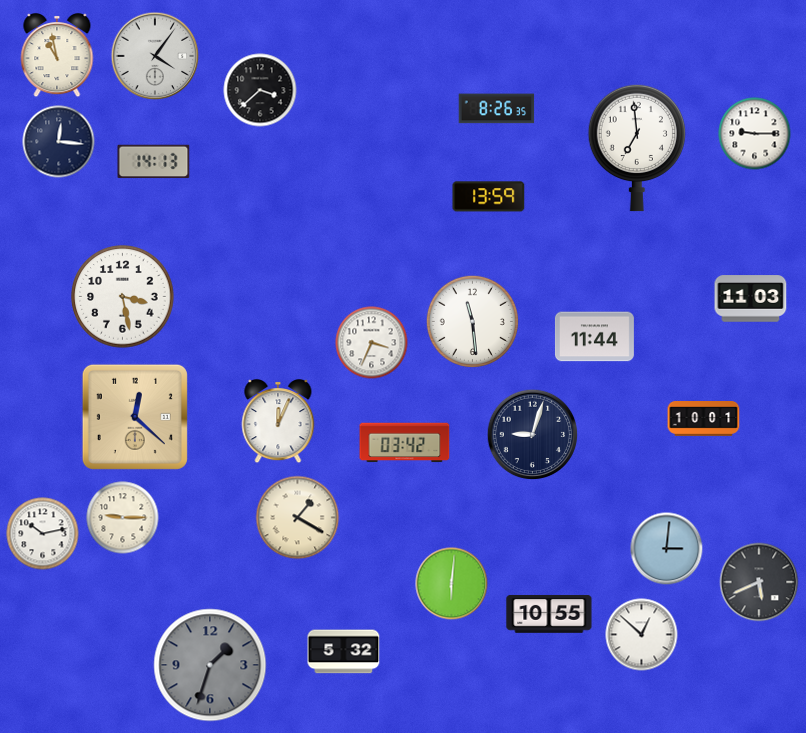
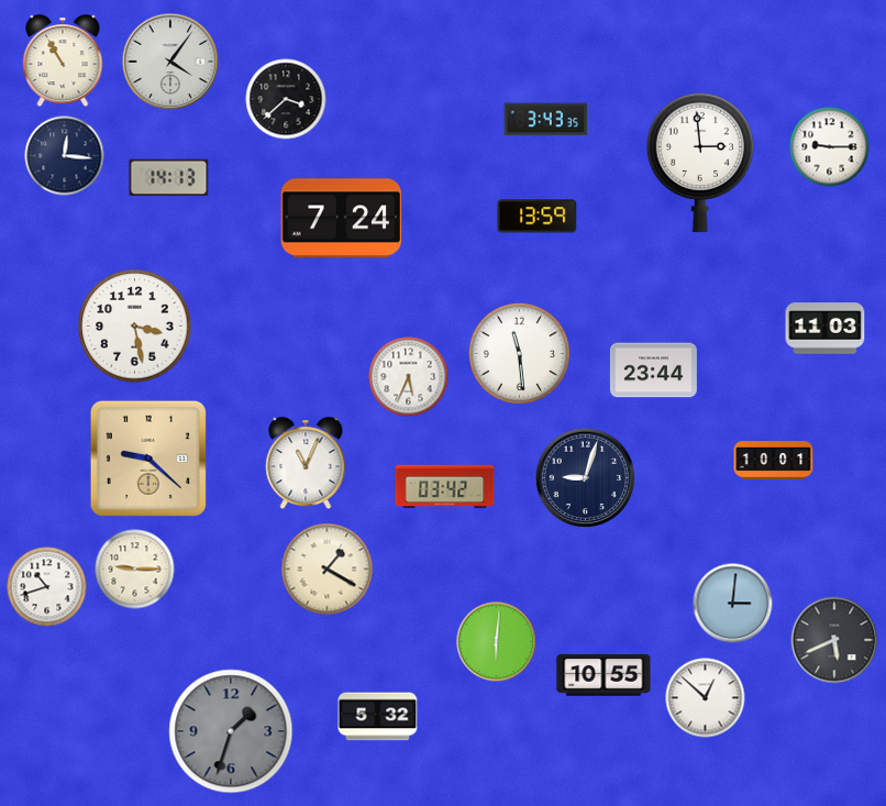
clock at (57, 56): 10:58 -> 10:55
clock at (497, 109): 8:26 -> 3:43
clock at (637, 148): 6:59 -> 2:59
clock at (342, 219): none -> 7:24
clock at (594, 337): 11:44 -> 23:44
clock at (372, 343): 3:34 -> 5:34
clock at (135, 417): 12:22 -> 9:22
clock at (278, 422): 12:04 -> 11:04
clock at (43, 534): 10:13 -> 10:42
